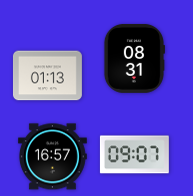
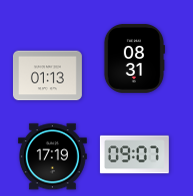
clock at (52, 157): 16:57 -> 17:19
